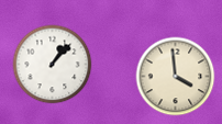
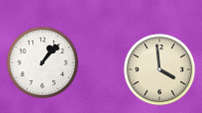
clock at (53, 65) position: (53, 65) -> (43, 63)
